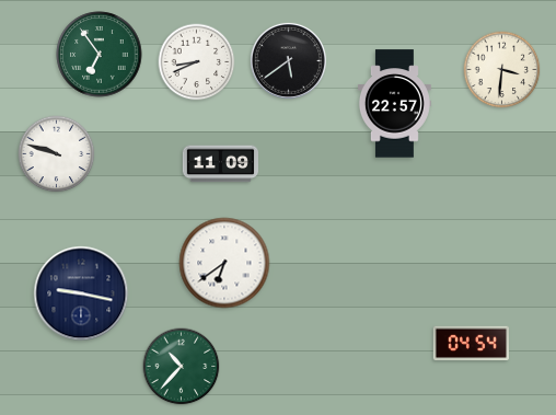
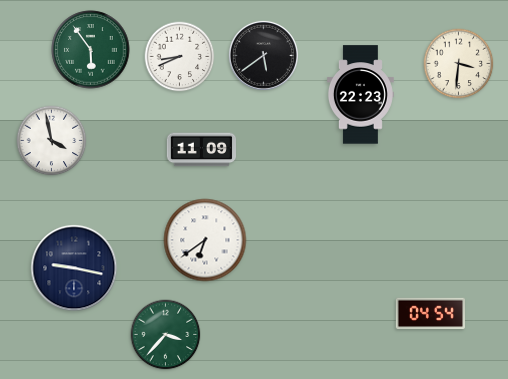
clock at (100, 55): 6:54 -> 5:54
clock at (394, 104): 22:57 -> 22:23
clock at (57, 154): 9:48 -> 3:58
clock at (182, 367): 10:37 -> 3:37
